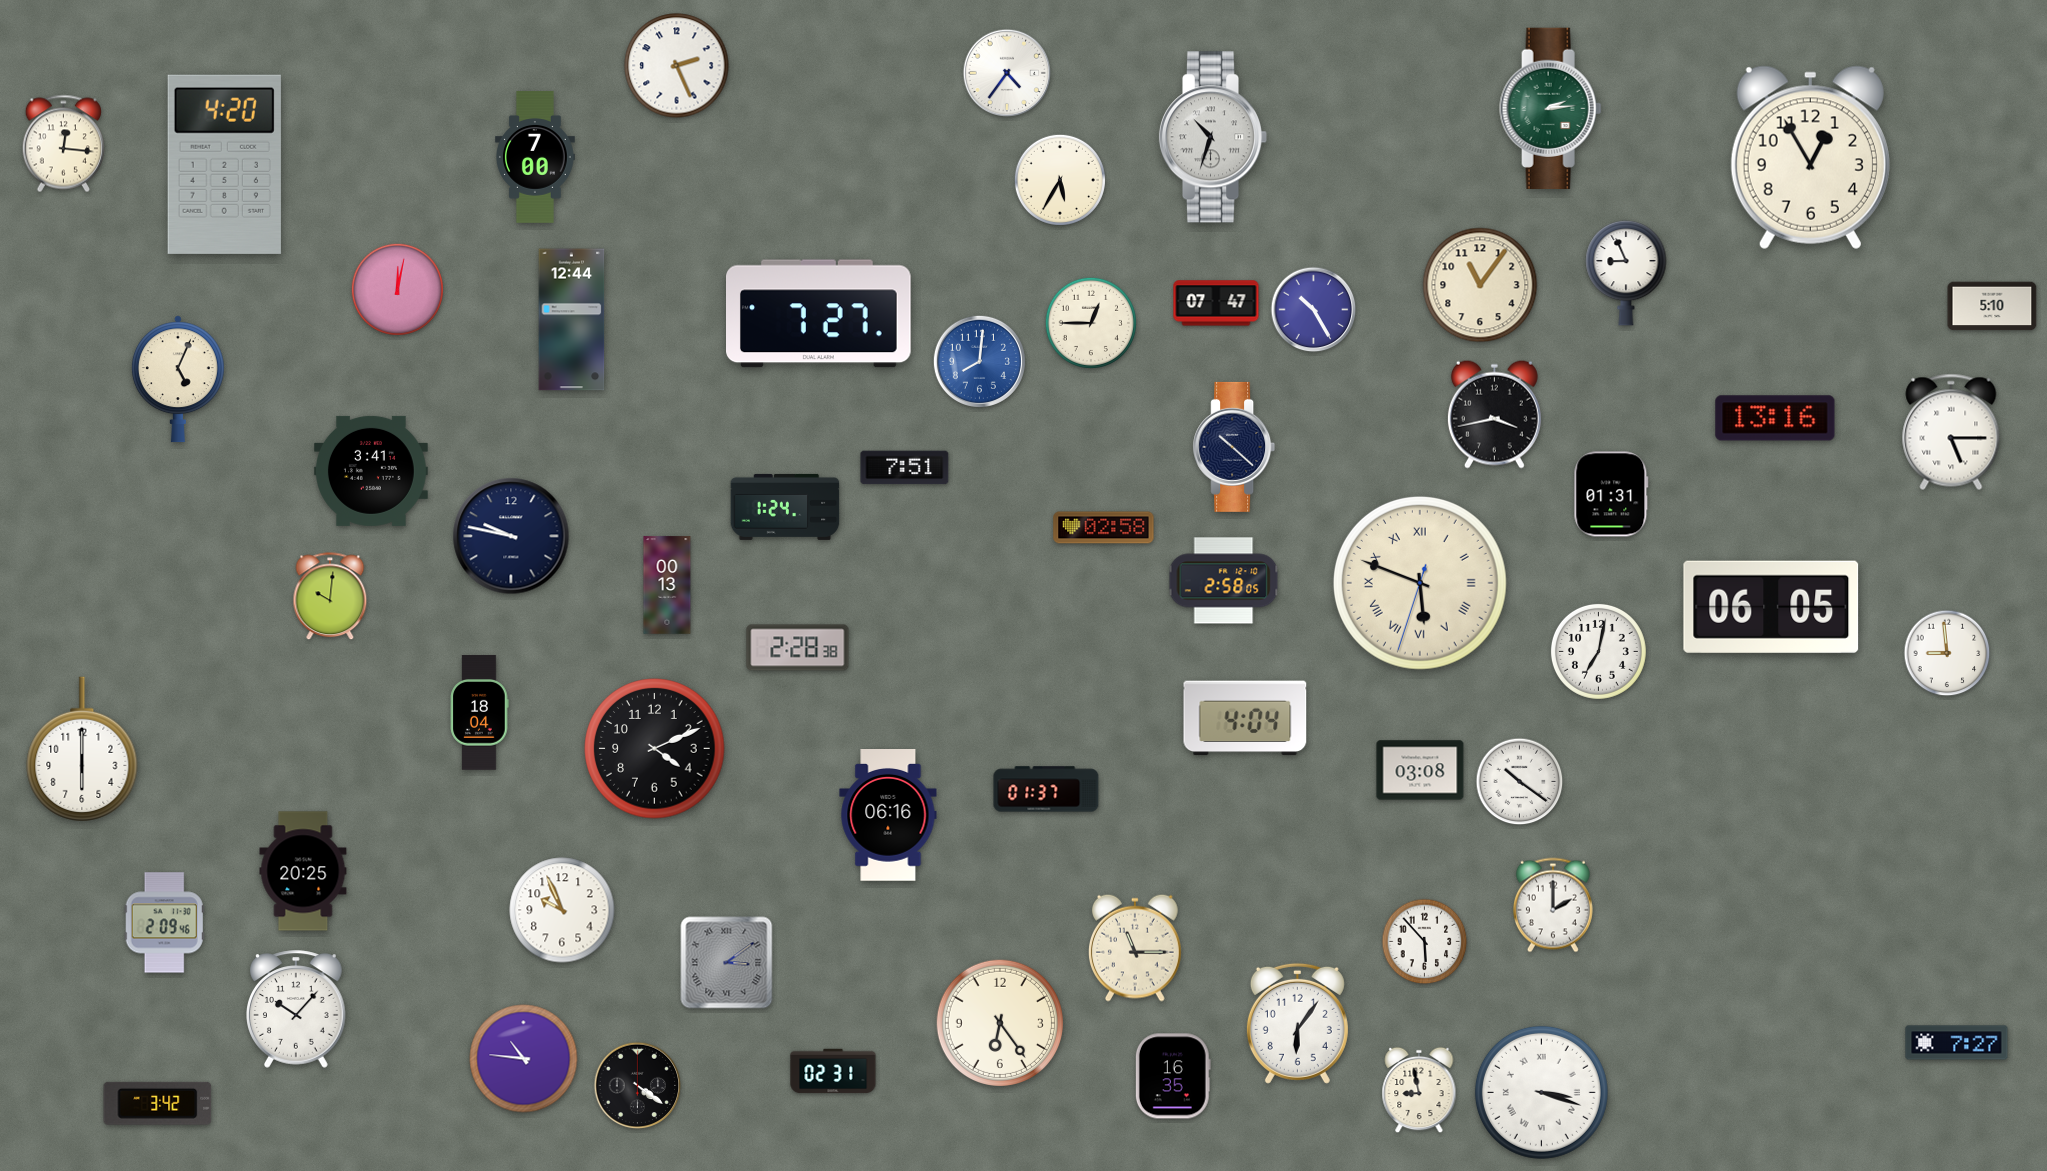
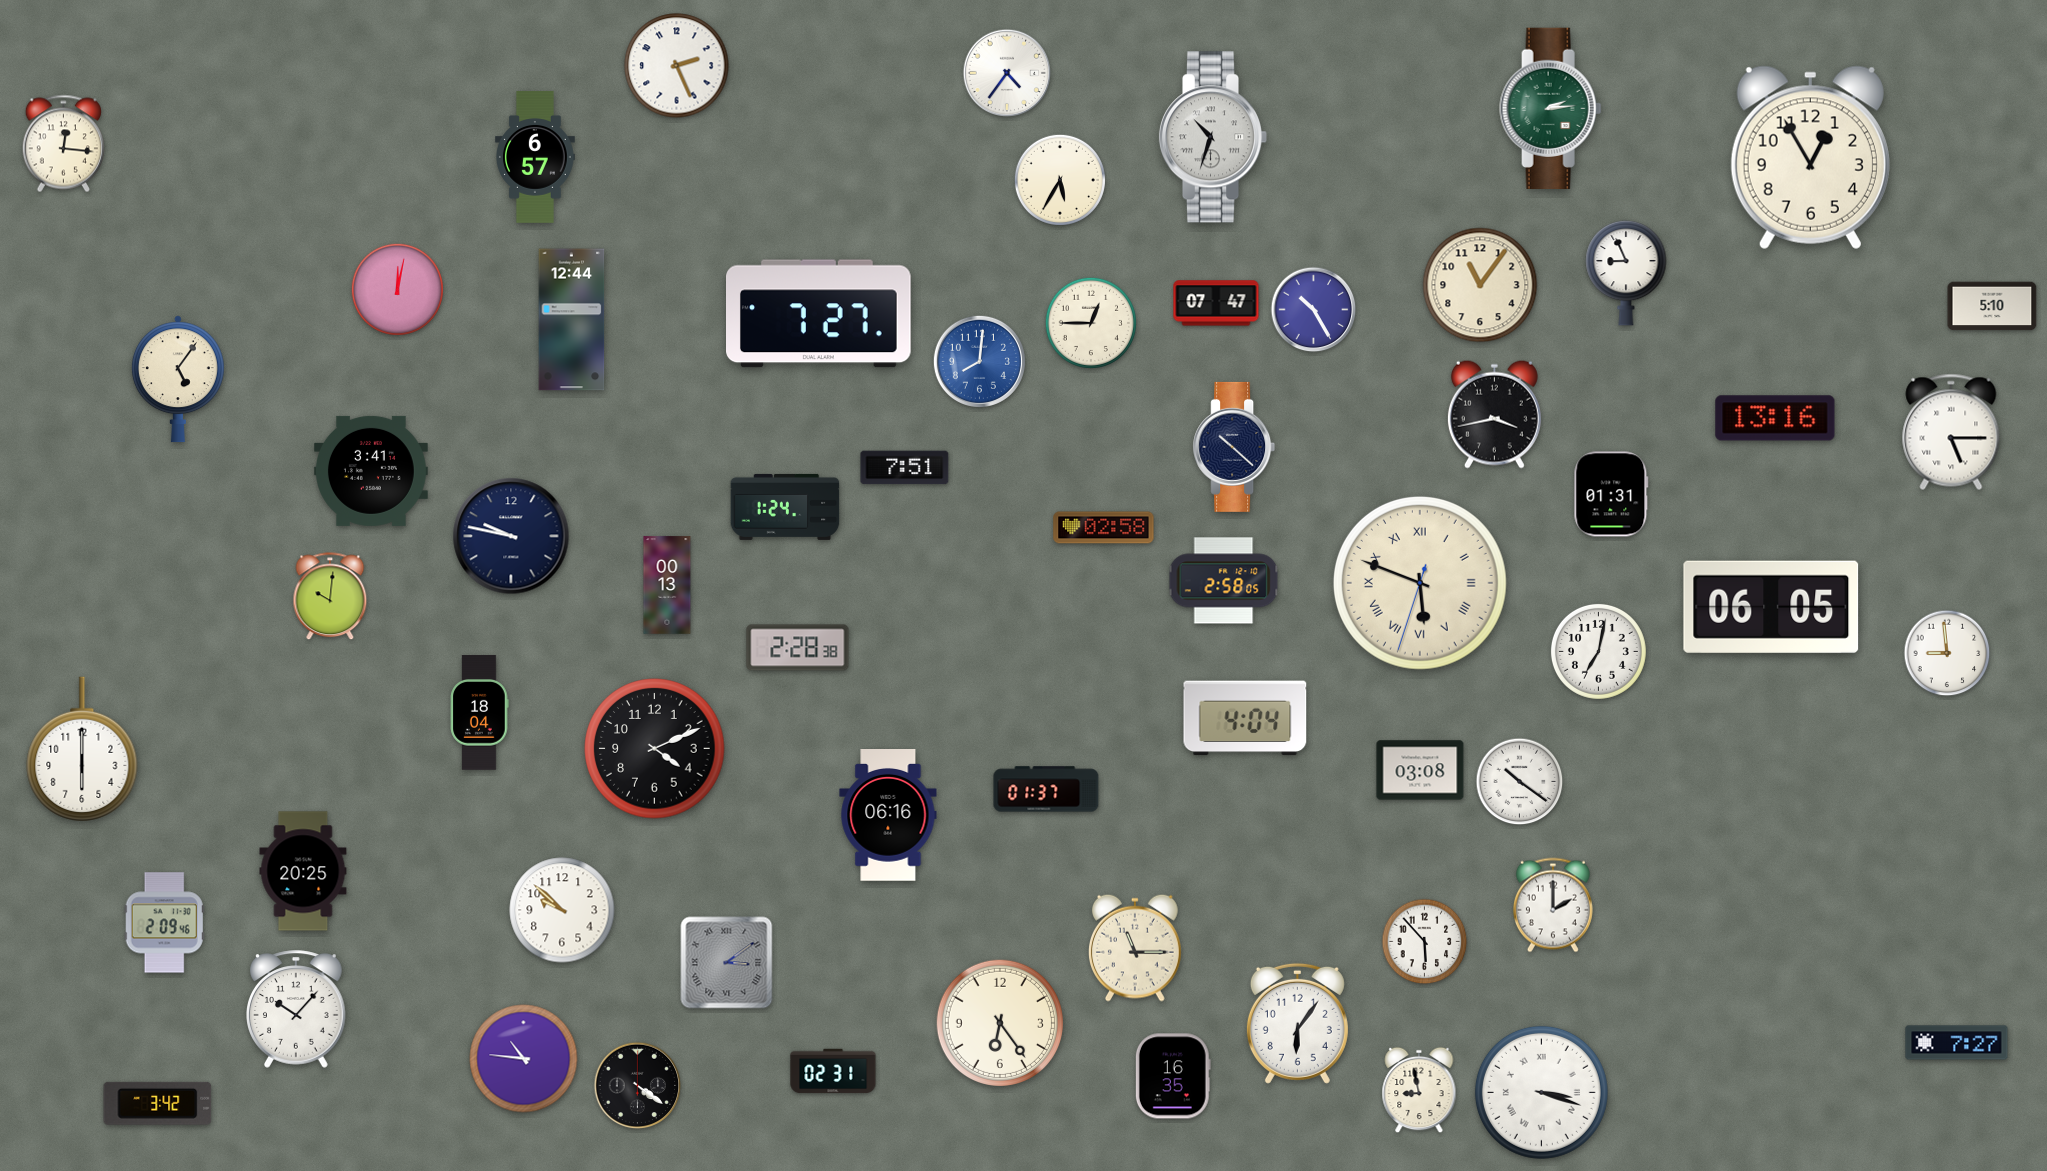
clock at (536, 157): 7:00 -> 6:57
clock at (224, 164): 4:20 -> none
clock at (178, 379): 5:04 -> 5:06
clock at (562, 910): 9:56 -> 9:52
